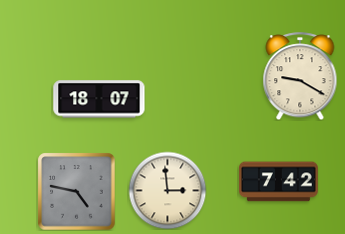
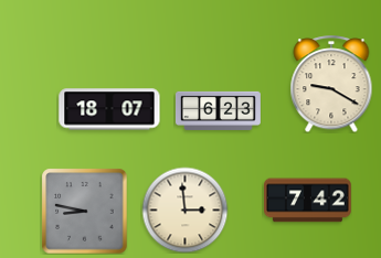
clock at (218, 110): none -> 6:23
clock at (76, 191): 4:47 -> 8:47
